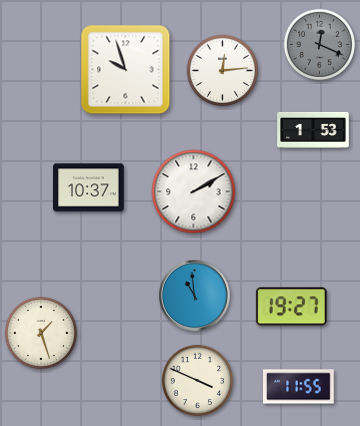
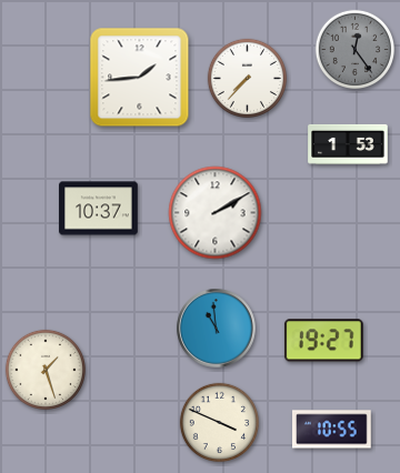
clock at (320, 45): 12:19 -> 12:24
clock at (126, 70): 9:57 -> 1:44
clock at (223, 71): 12:14 -> 7:37
clock at (299, 387): 11:55 -> 10:55
